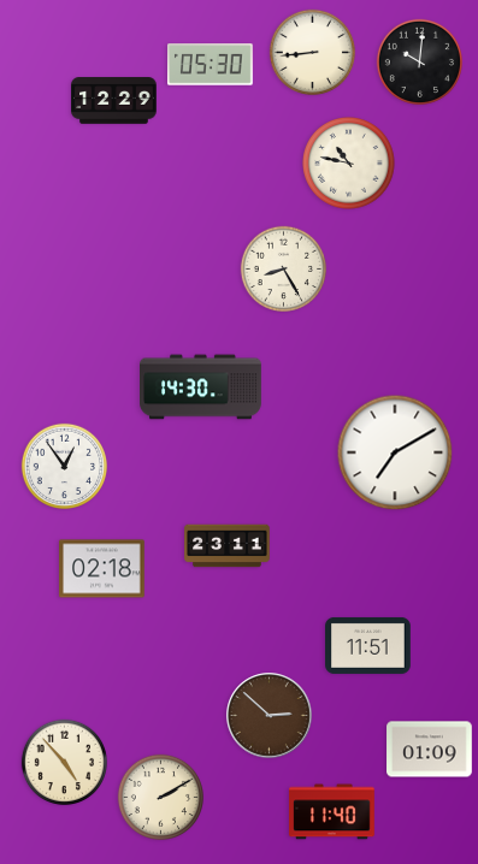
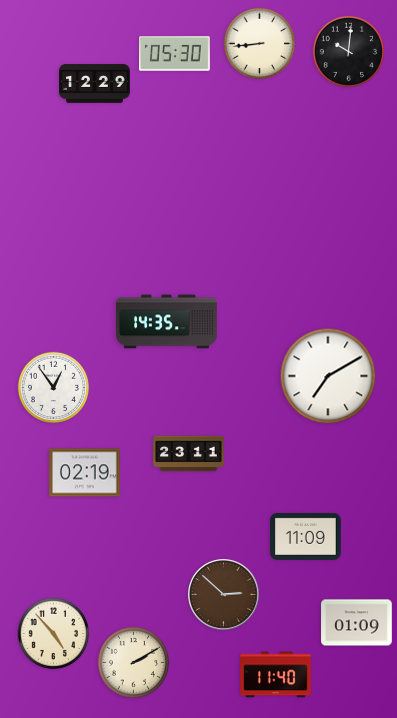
clock at (349, 164): 10:47 -> none
clock at (284, 270): 8:25 -> none
clock at (201, 387): 14:30 -> 14:35
clock at (102, 569): 02:18 -> 02:19
clock at (368, 645): 11:51 -> 11:09
